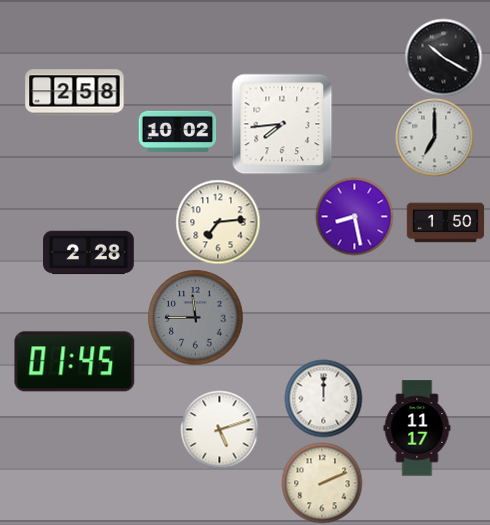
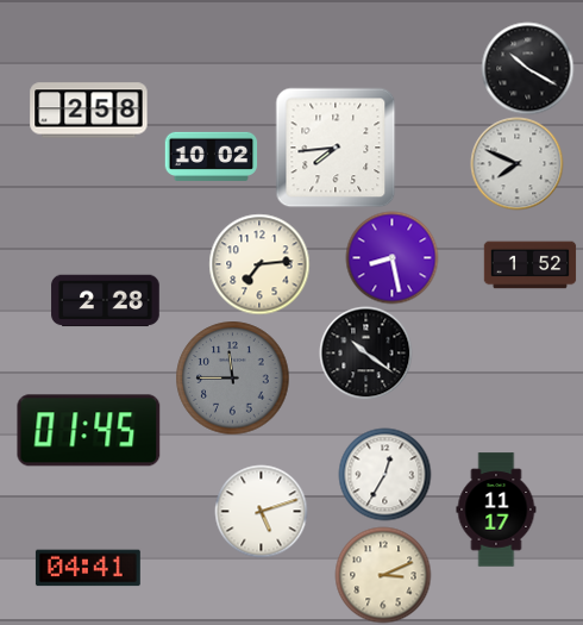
clock at (434, 137): 7:00 -> 7:49
clock at (354, 216) position: (354, 216) -> (391, 257)
clock at (445, 223): 1:50 -> 1:52
clock at (365, 352): none -> 10:21
clock at (323, 398): 12:00 -> 12:35
clock at (88, 568): none -> 04:41
clock at (322, 483): 2:11 -> 3:11
